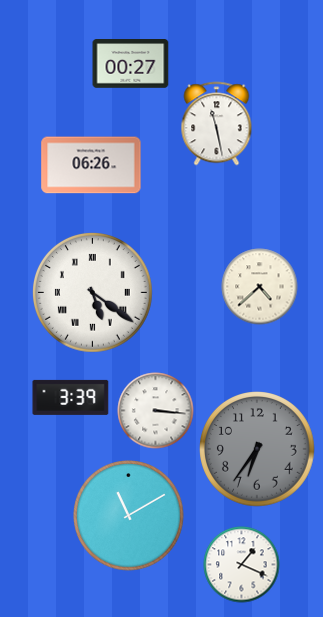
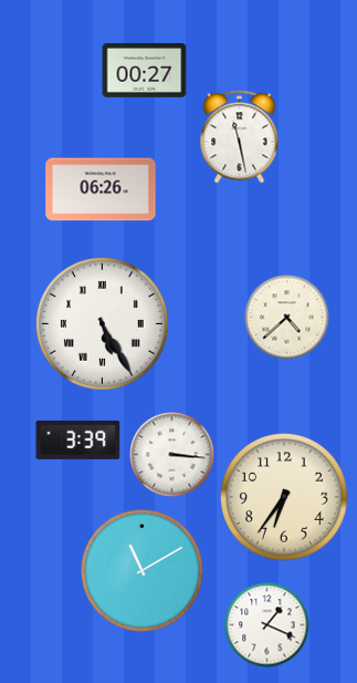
clock at (91, 165) position: (91, 165) -> (101, 189)
clock at (93, 293): 5:21 -> 5:25
clock at (258, 450) dial: grey -> cream
